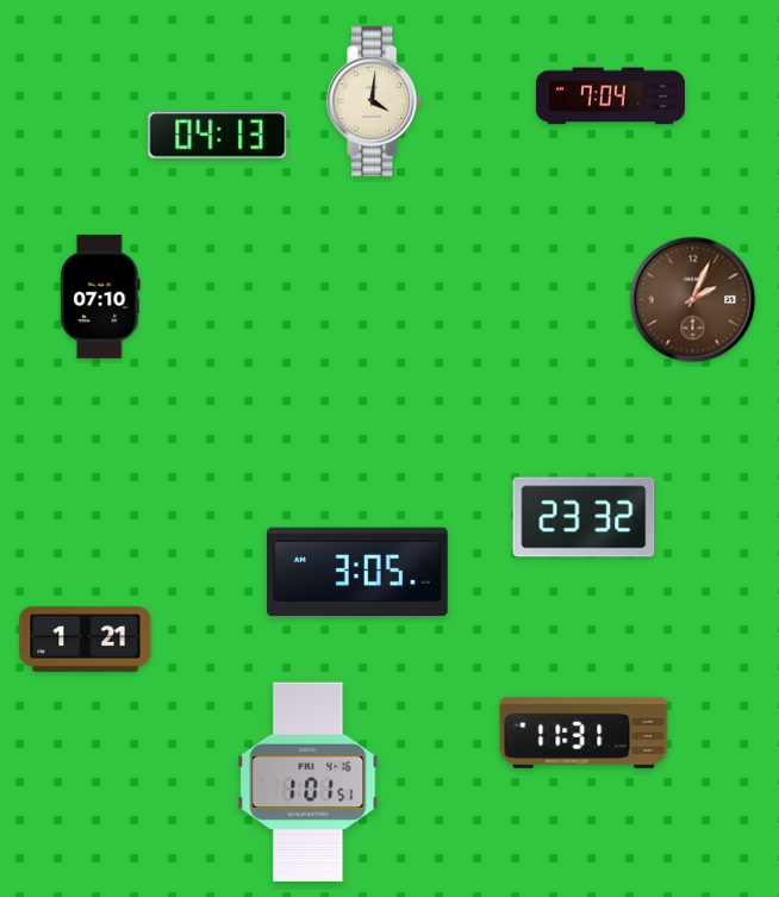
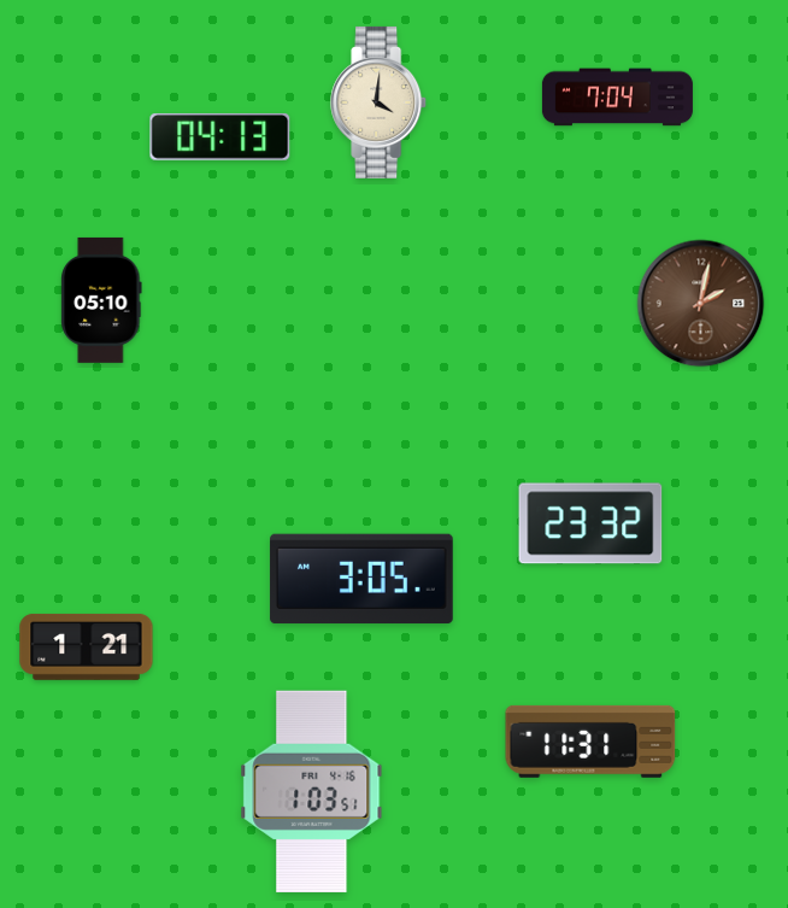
clock at (100, 297): 07:10 -> 05:10
clock at (693, 300): 2:04 -> 2:02
clock at (309, 781): 1:01 -> 1:03
